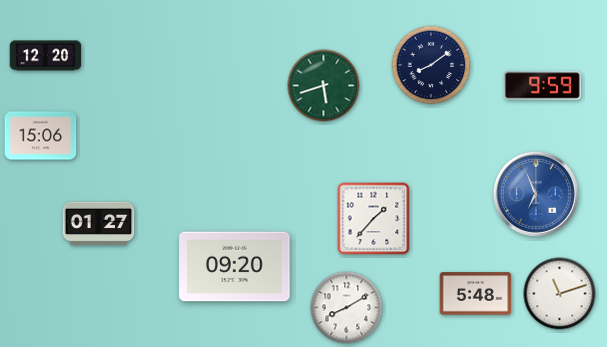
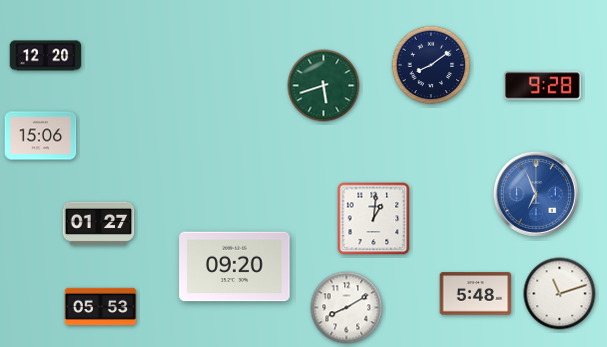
clock at (543, 86): 9:59 -> 9:28
clock at (374, 219): 1:37 -> 1:01
clock at (101, 306): none -> 05:53
